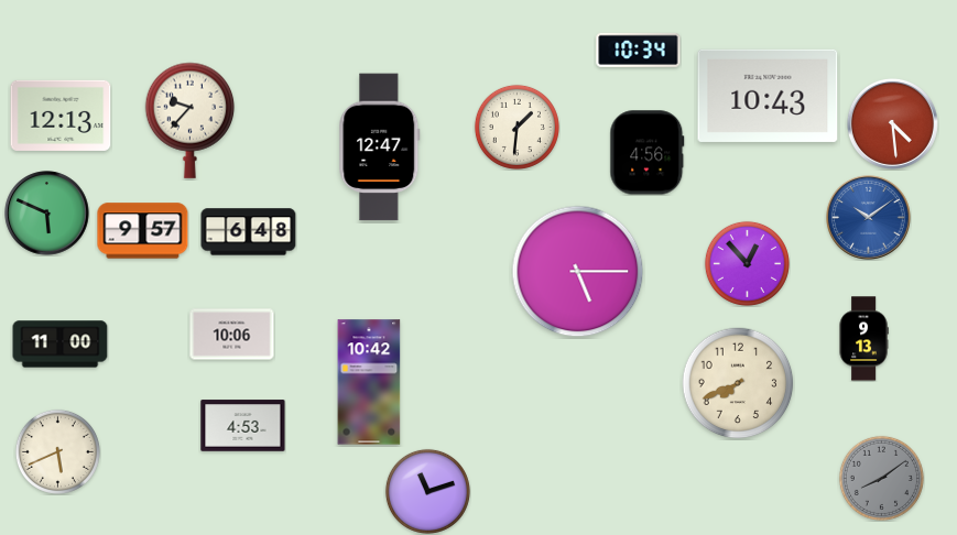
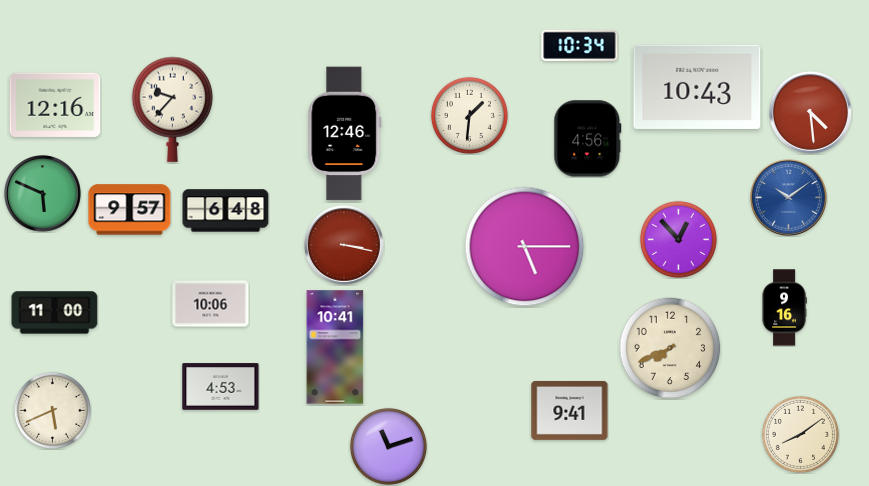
clock at (61, 116): 12:13 -> 12:16
clock at (380, 148): 12:47 -> 12:46
clock at (345, 246): none -> 3:17
clock at (863, 339): 9:13 -> 9:16
clock at (369, 382): 10:42 -> 10:41
clock at (570, 410): none -> 9:41
clock at (881, 478) dial: grey -> cream
